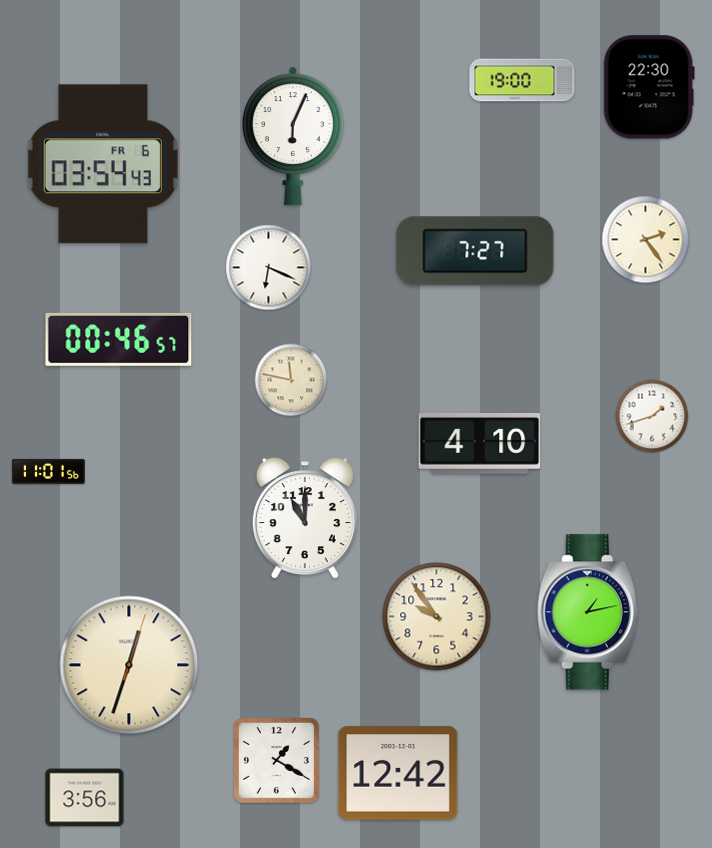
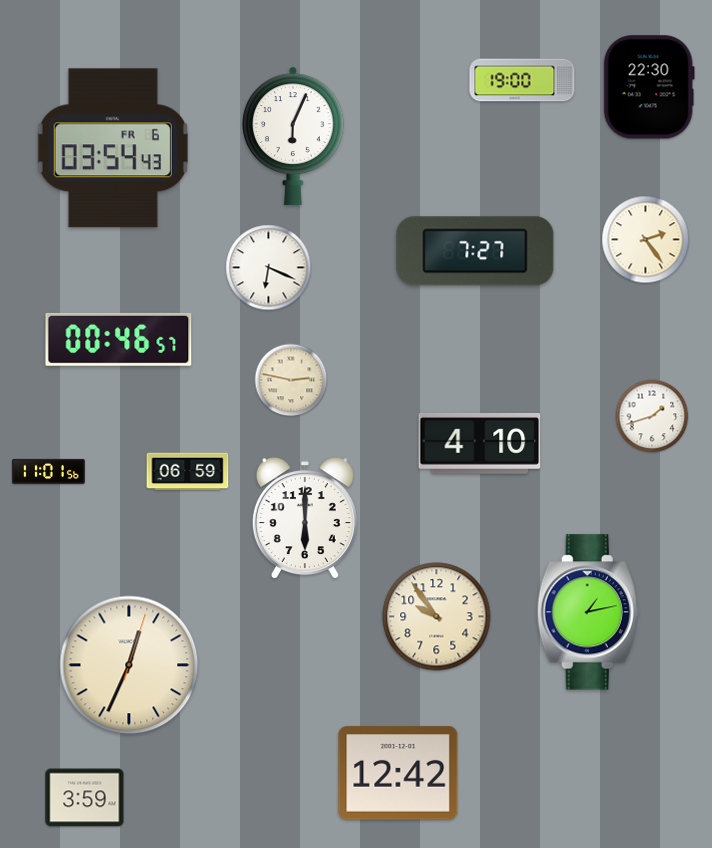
clock at (103, 164) position: (103, 164) -> (113, 148)
clock at (291, 380): 11:47 -> 2:47
clock at (188, 472): none -> 06:59
clock at (305, 519): 11:00 -> 6:00
clock at (129, 665): 12:33 -> 12:34
clock at (276, 760): 1:20 -> none
clock at (85, 798): 3:56 -> 3:59
